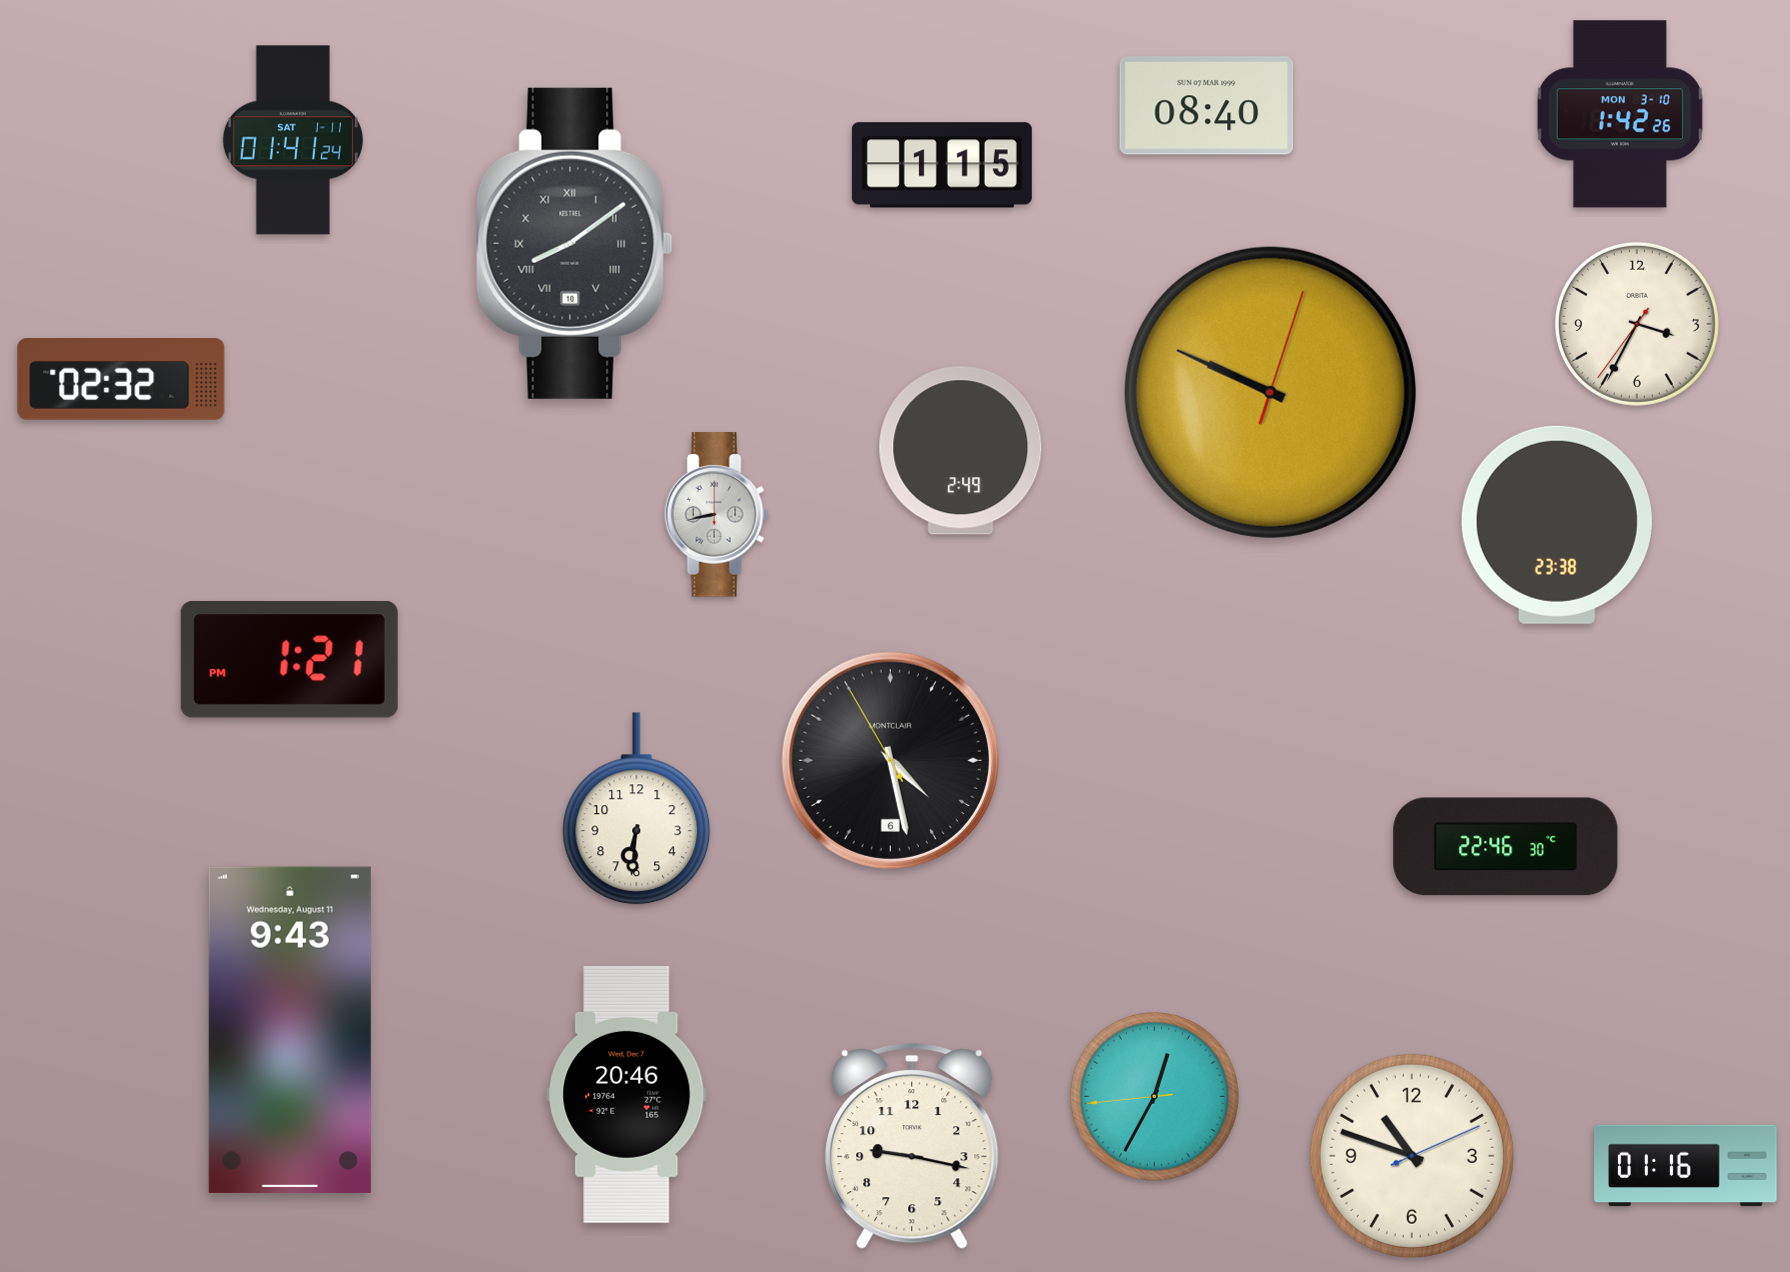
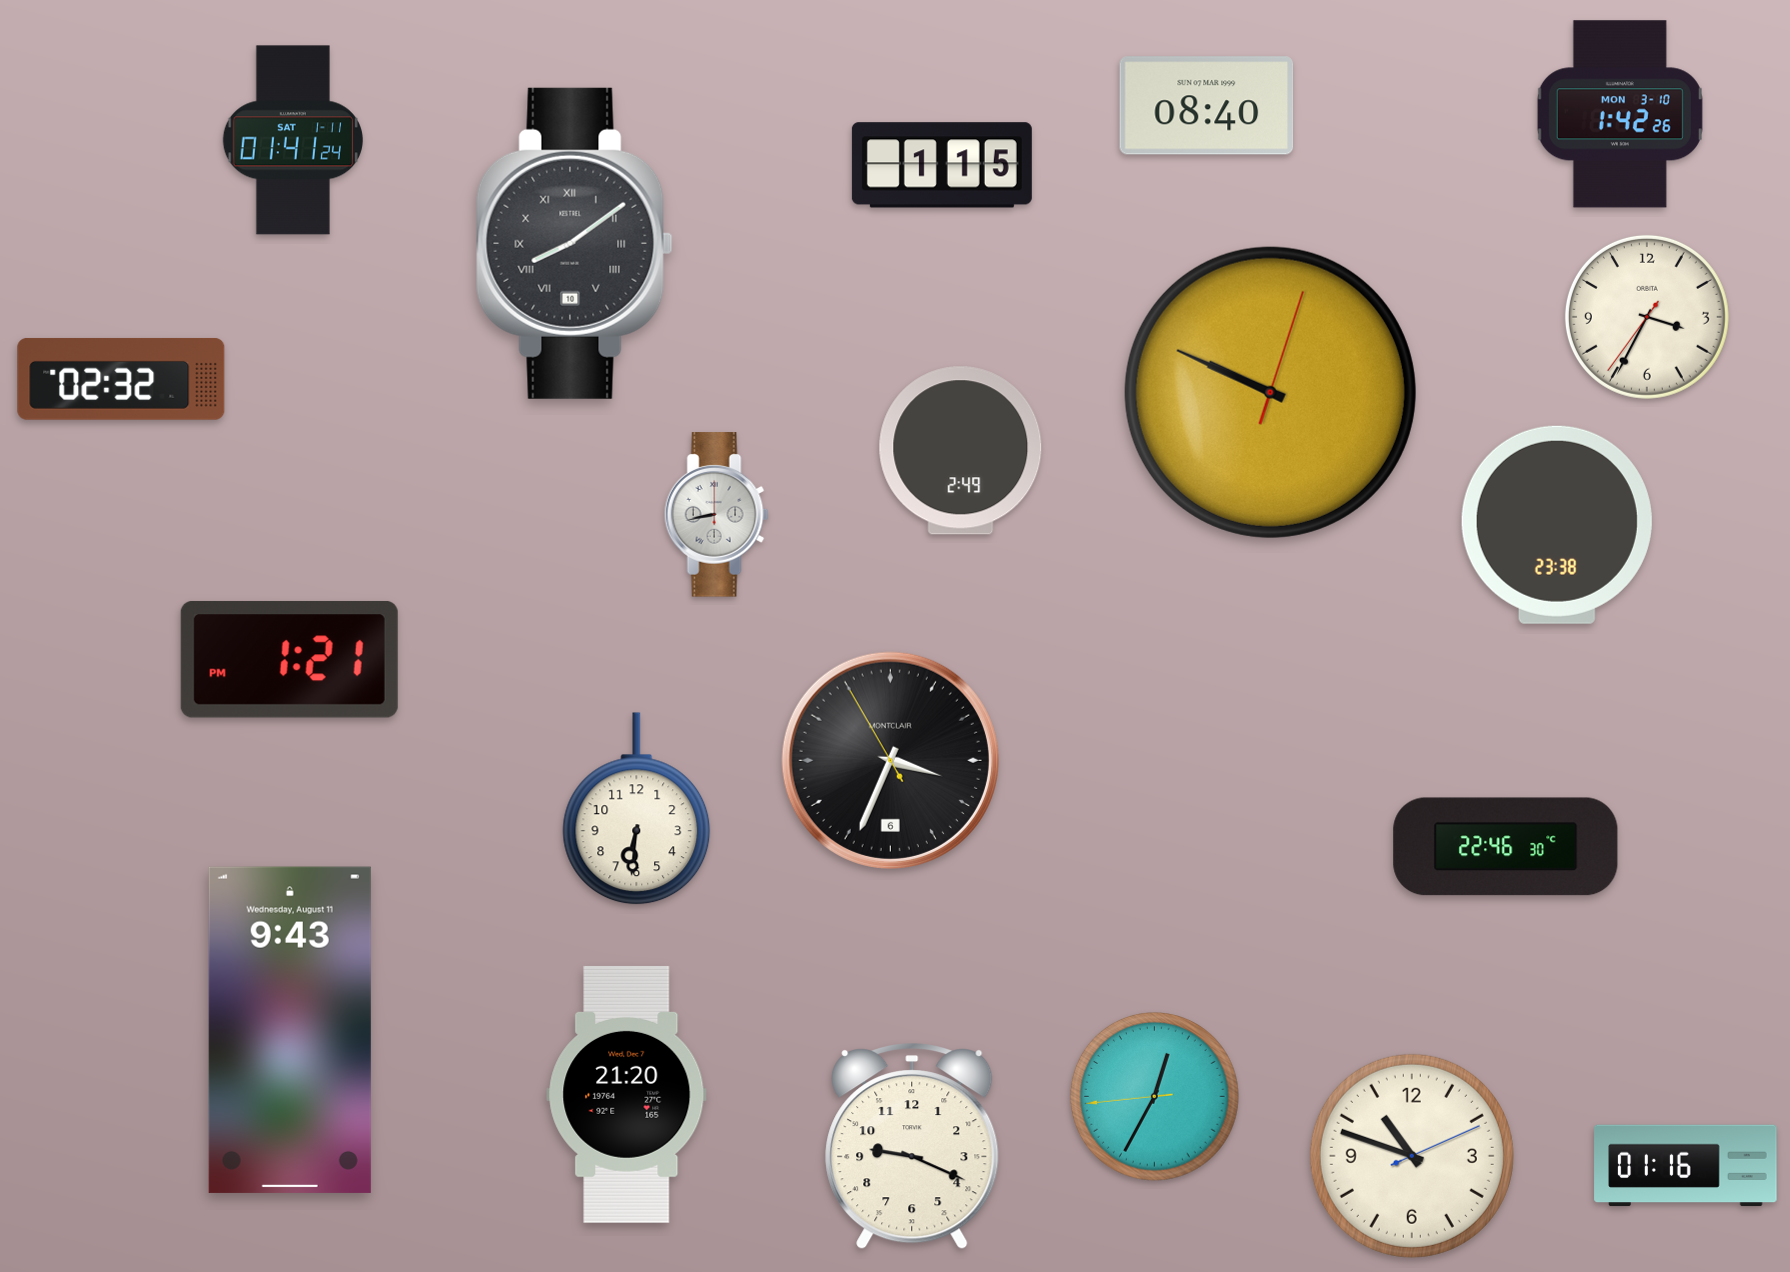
clock at (1637, 324) position: (1637, 324) -> (1647, 317)
clock at (890, 760): 4:27 -> 3:33
clock at (627, 1094): 20:46 -> 21:20
clock at (912, 1147): 9:17 -> 9:19
